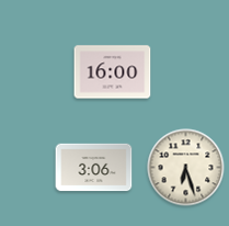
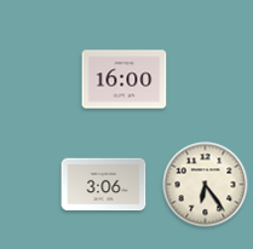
clock at (186, 168): 6:27 -> 6:24
